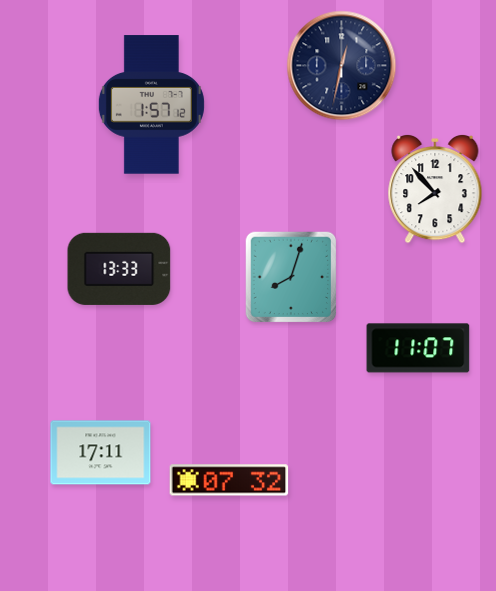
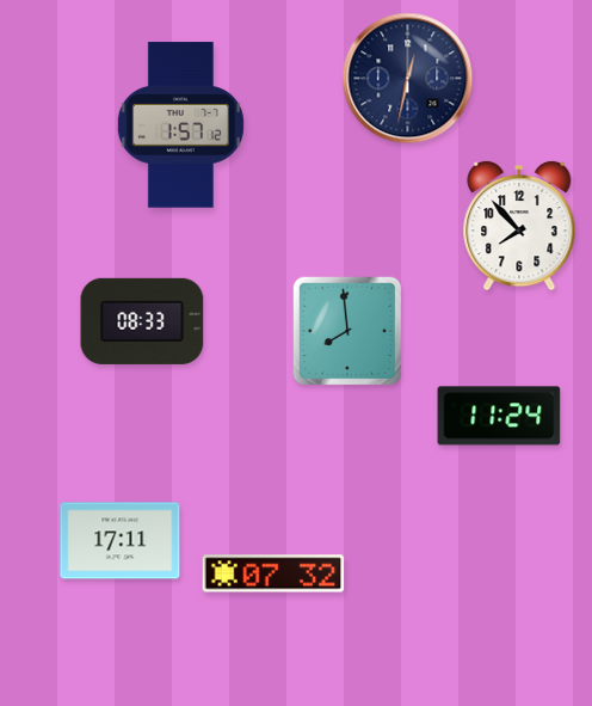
clock at (119, 269): 13:33 -> 08:33
clock at (291, 277): 8:03 -> 7:59
clock at (418, 348): 11:07 -> 11:24
